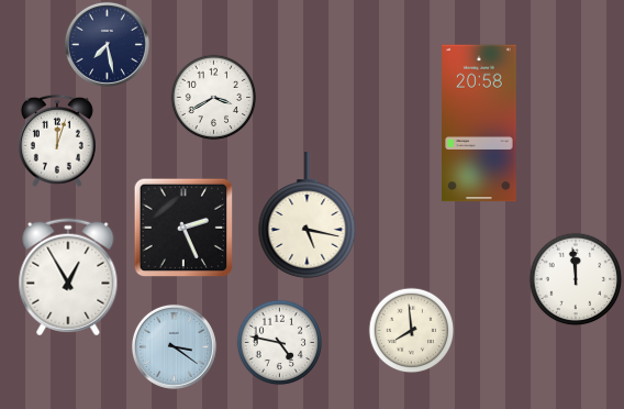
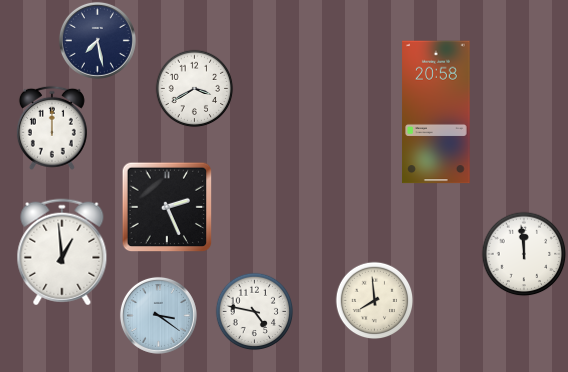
clock at (57, 141): 12:03 -> 12:00
clock at (308, 215): 5:17 -> none
clock at (68, 277): 12:55 -> 12:59
